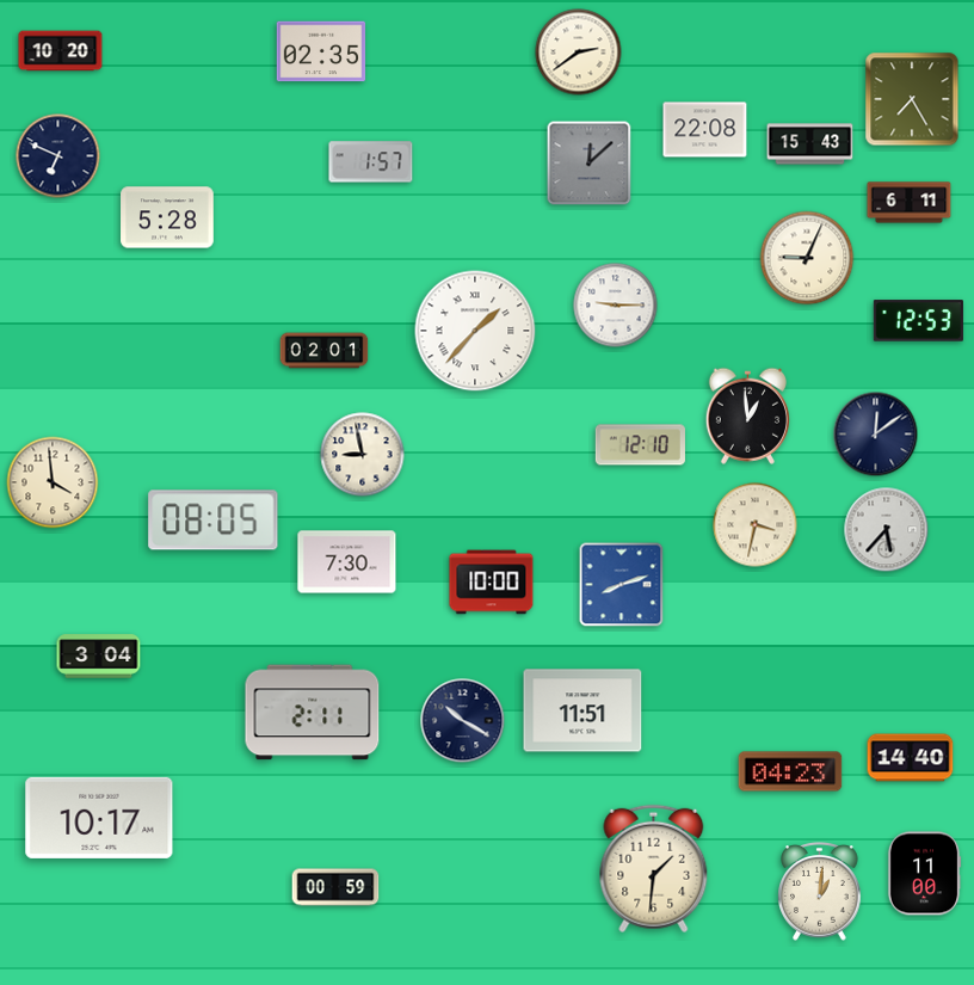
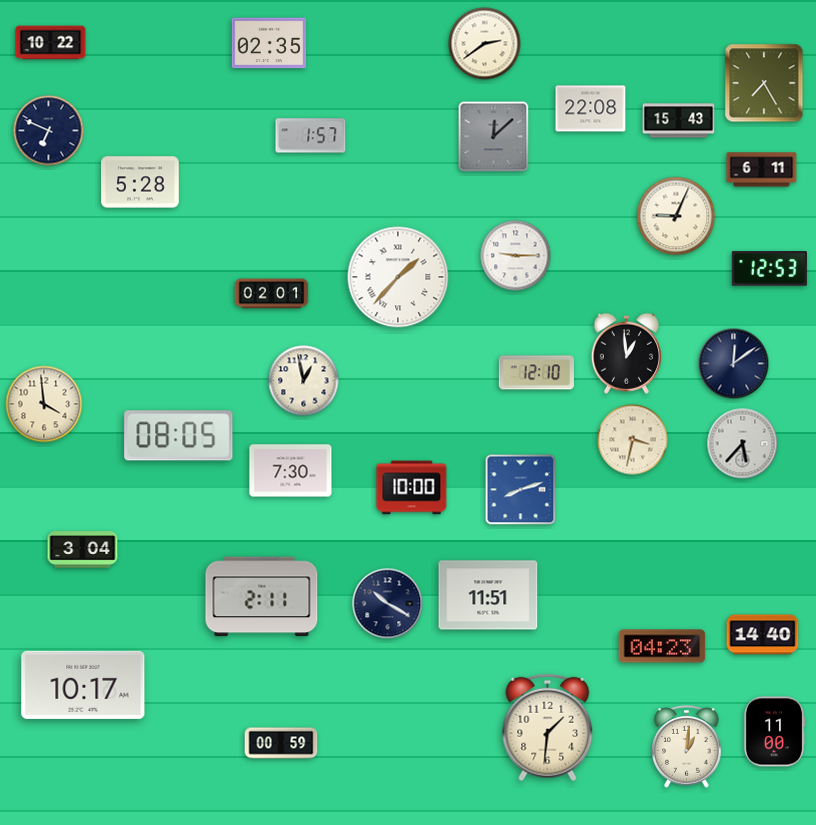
clock at (61, 51): 10:20 -> 10:22
clock at (747, 415) position: (747, 415) -> (626, 353)
clock at (363, 455): 8:58 -> 12:58
